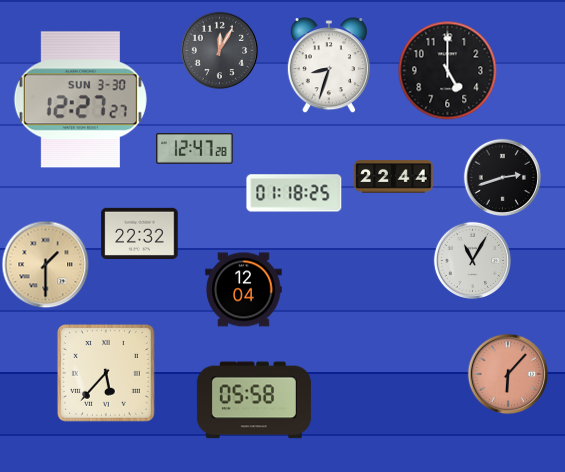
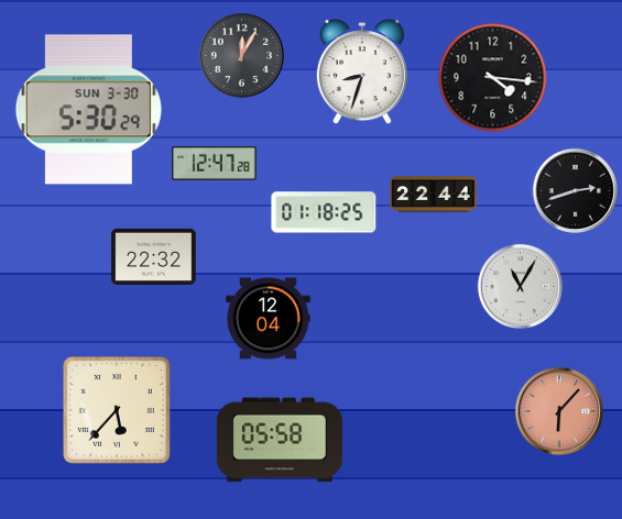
clock at (448, 71): 5:00 -> 4:16
clock at (80, 100): 12:27 -> 5:30
clock at (502, 177) position: (502, 177) -> (575, 190)
clock at (45, 264): 1:30 -> none
